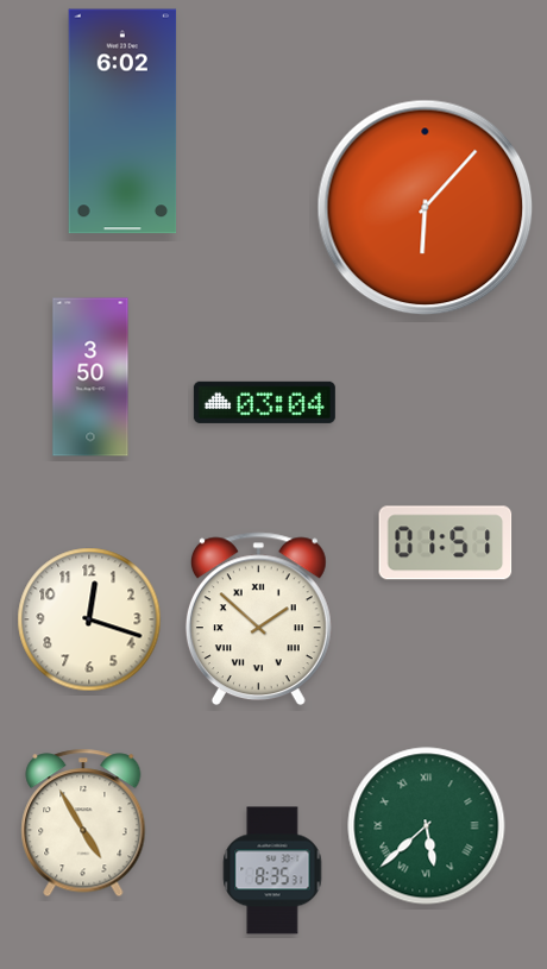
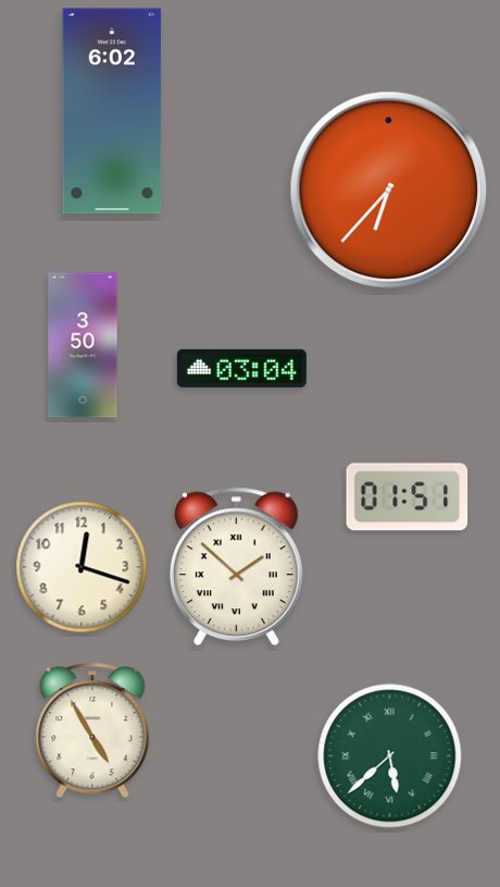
clock at (426, 208): 6:07 -> 6:37
clock at (83, 823) position: (83, 823) -> (92, 730)
clock at (272, 870): 8:35 -> none
